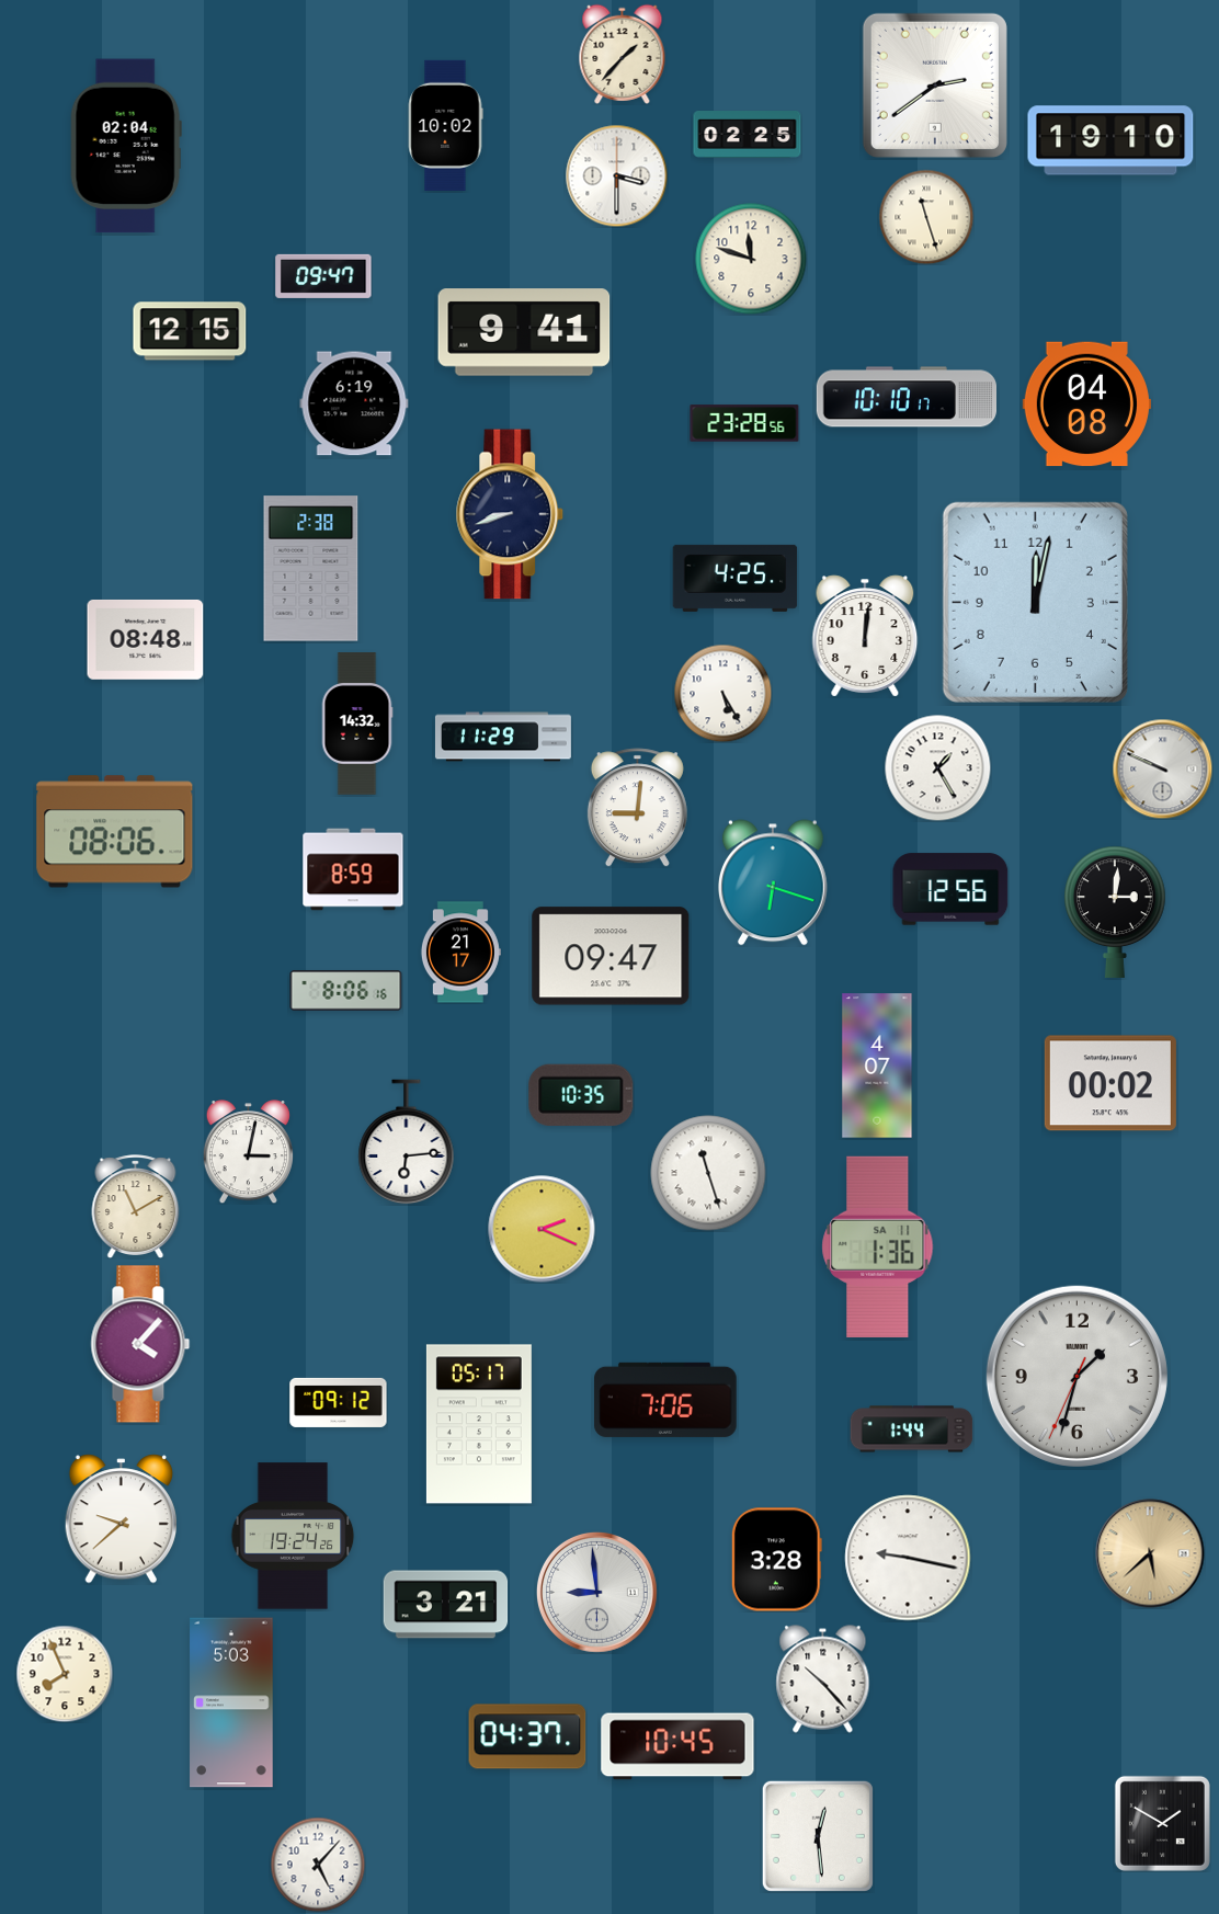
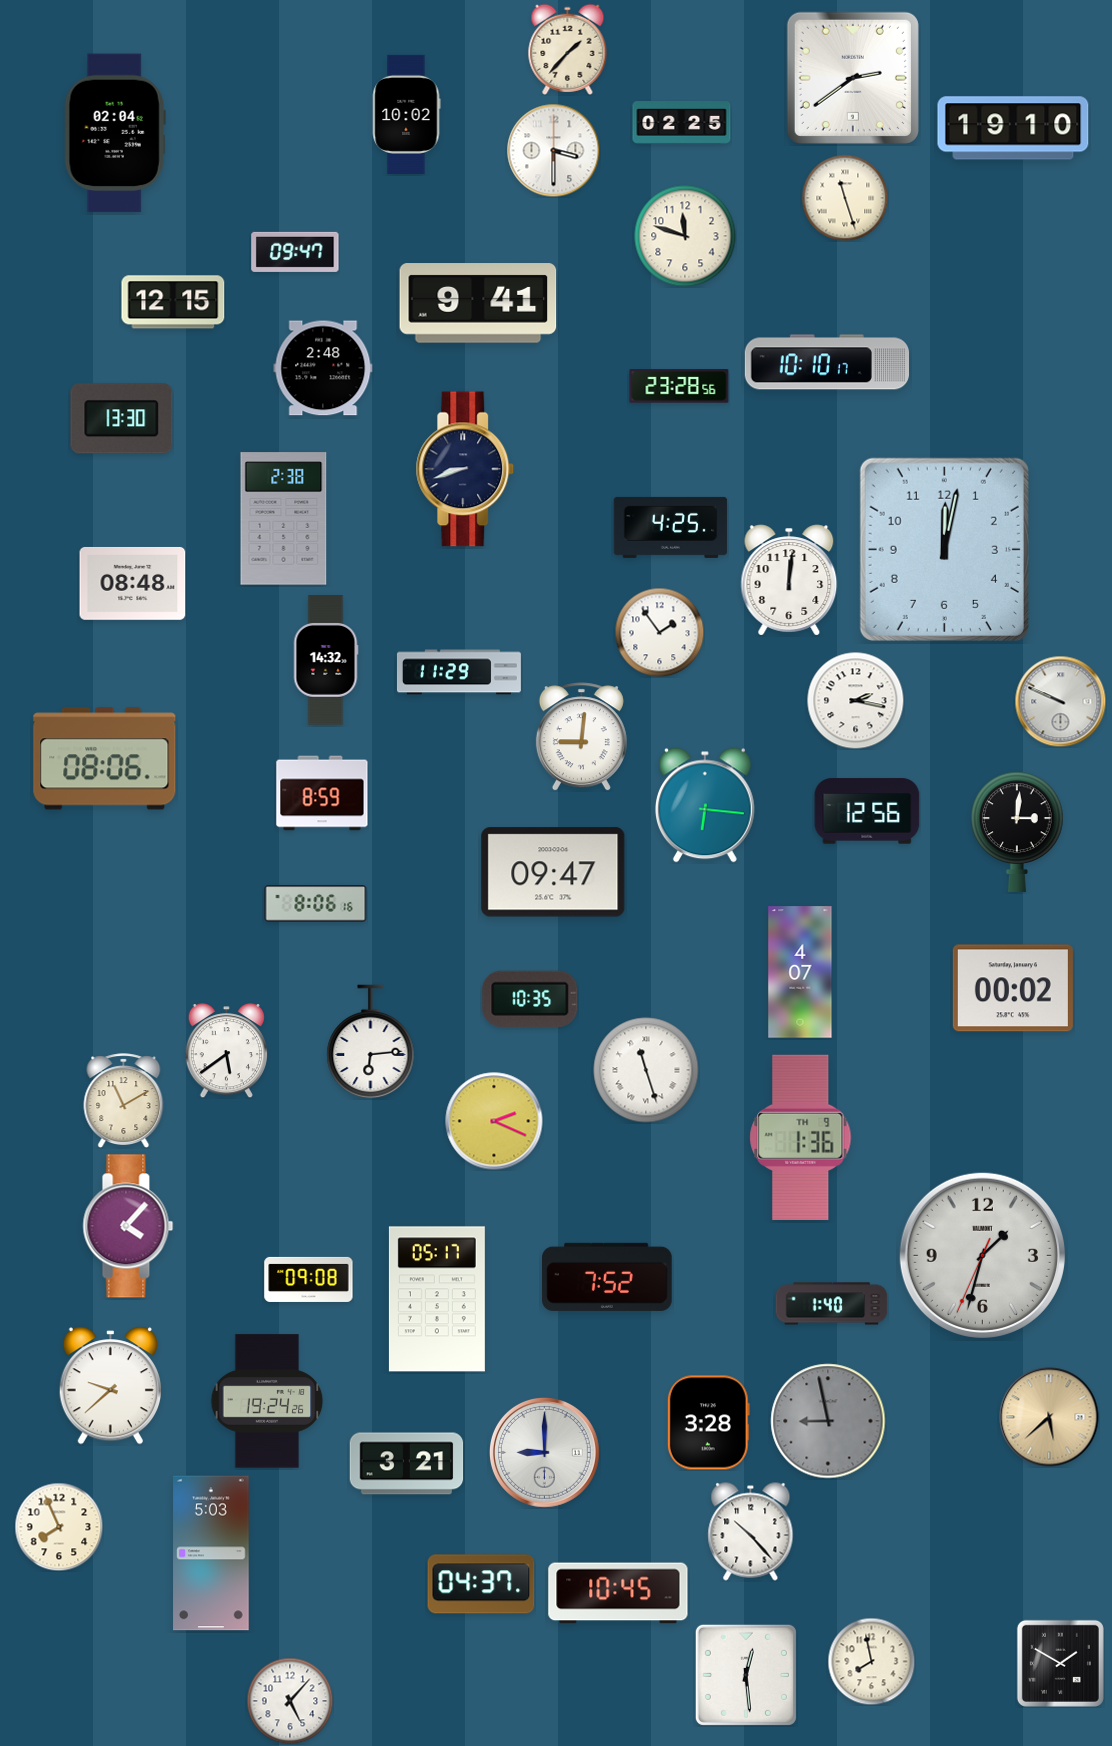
clock at (616, 175) position: (616, 175) -> (553, 150)
clock at (354, 403): 6:19 -> 2:48
clock at (1086, 405): 04:08 -> none
clock at (122, 419): none -> 13:30
clock at (722, 693): 5:25 -> 1:54
clock at (937, 767): 1:25 -> 2:17
clock at (773, 882): 6:18 -> 6:16
clock at (460, 953): 21:17 -> none
clock at (611, 956) position: (611, 956) -> (553, 872)
clock at (248, 1152): 3:02 -> 5:39
clock at (878, 1246) date: SA 11 -> TH 9
clock at (665, 1400): 7:06 -> 7:52
clock at (339, 1402): 09:12 -> 09:08
clock at (912, 1429): 1:44 -> 1:40
clock at (908, 1558): 9:17 -> 8:58
clock at (908, 1558) dial: white -> grey
clock at (597, 1593): 8:59 -> 9:00
clock at (871, 1661): none -> 7:58
